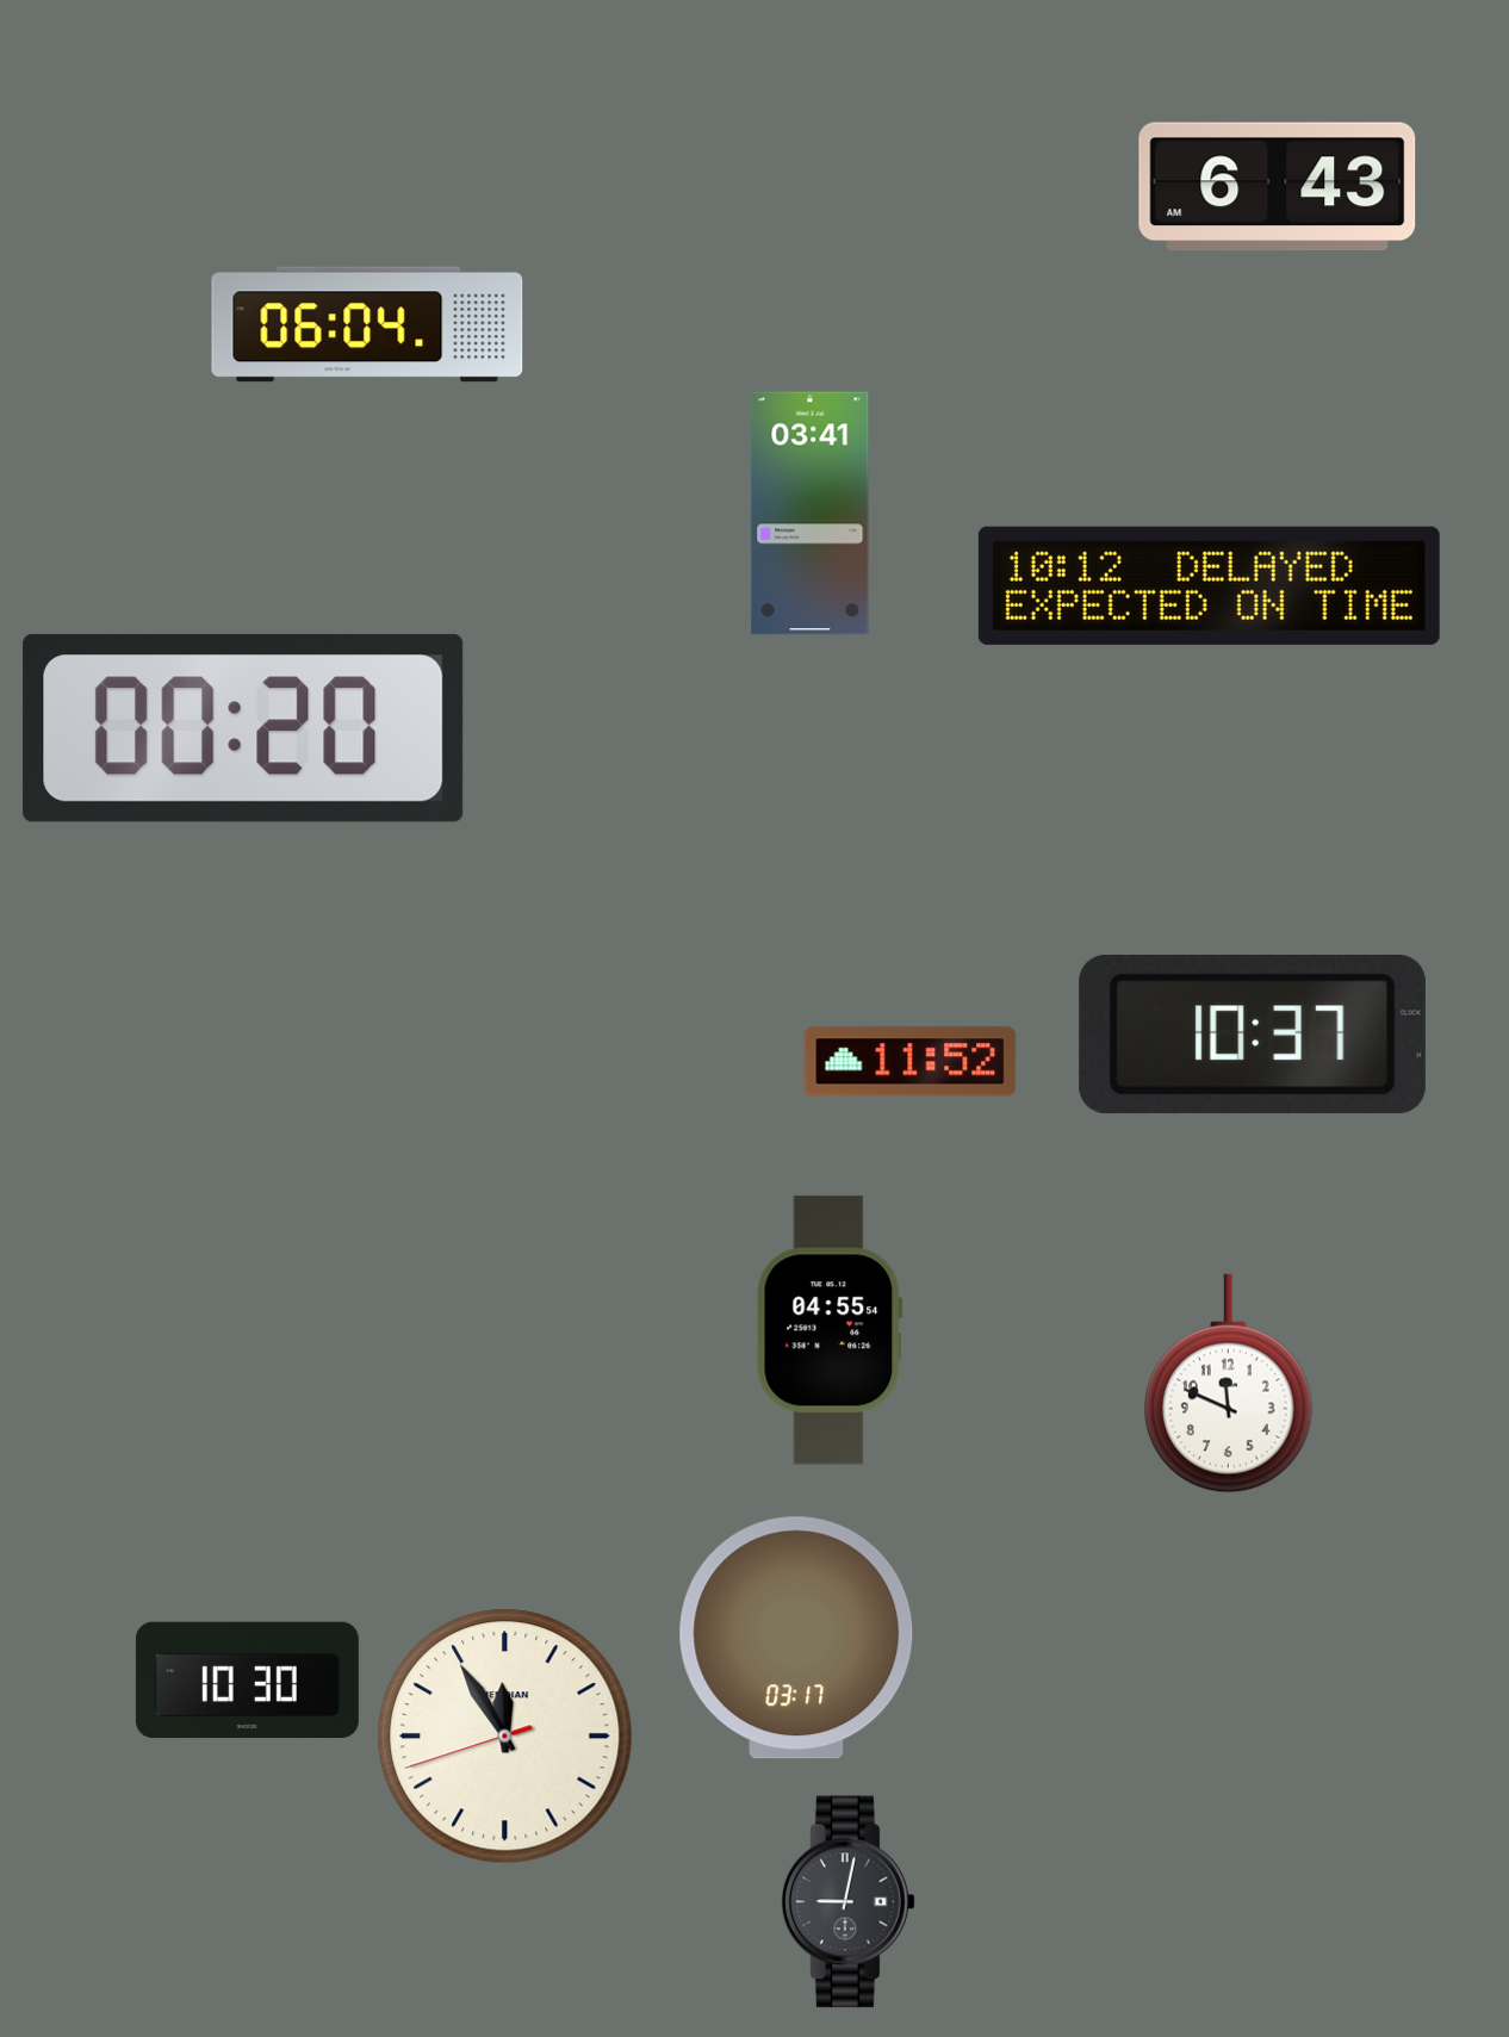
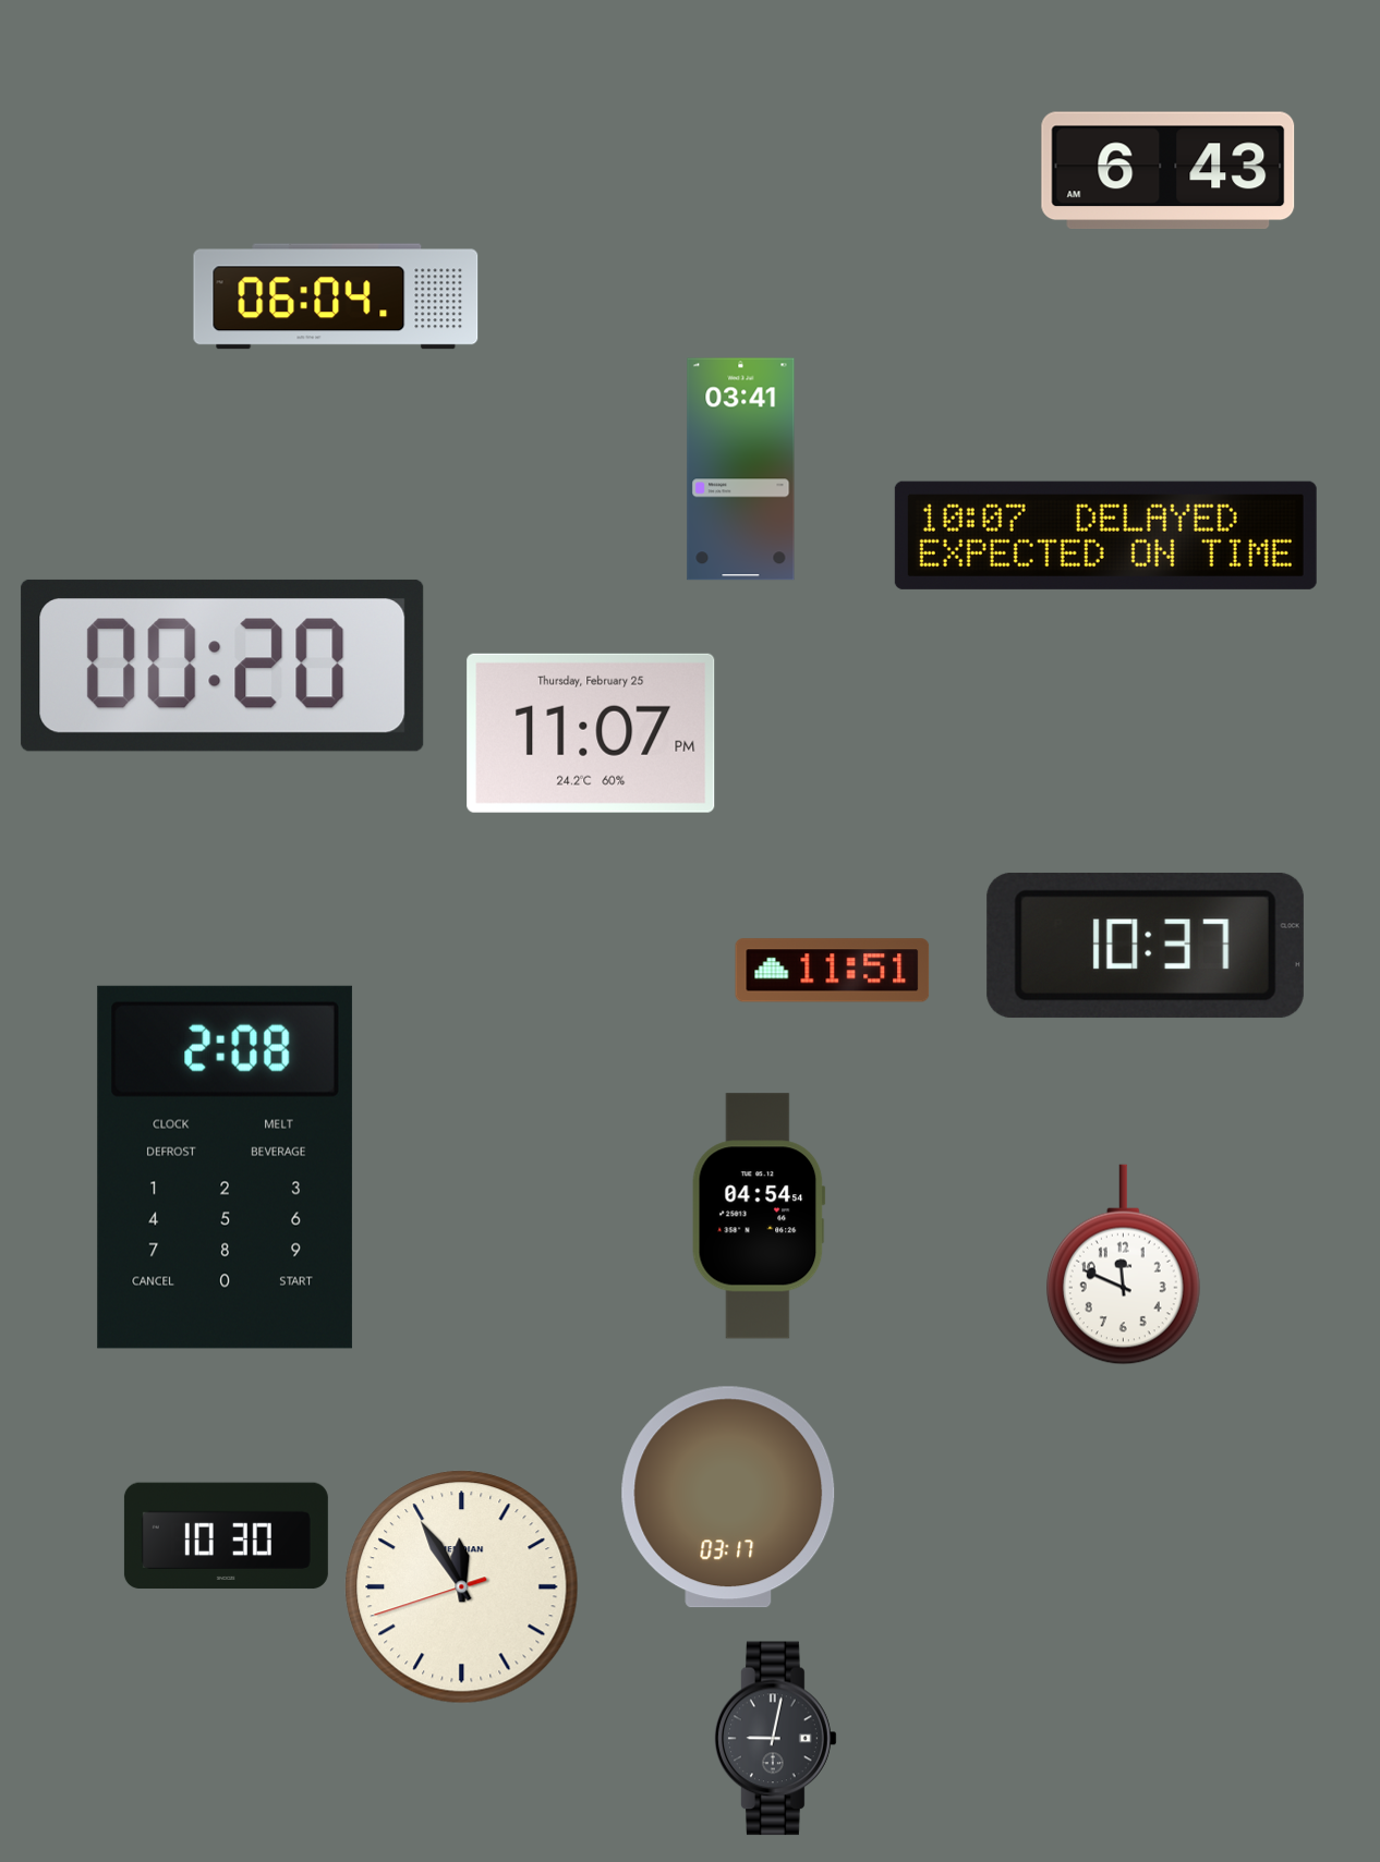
clock at (1209, 585): 10:12 -> 10:07
clock at (591, 733): none -> 11:07
clock at (911, 1062): 11:52 -> 11:51
clock at (225, 1167): none -> 2:08
clock at (830, 1330): 04:55 -> 04:54
